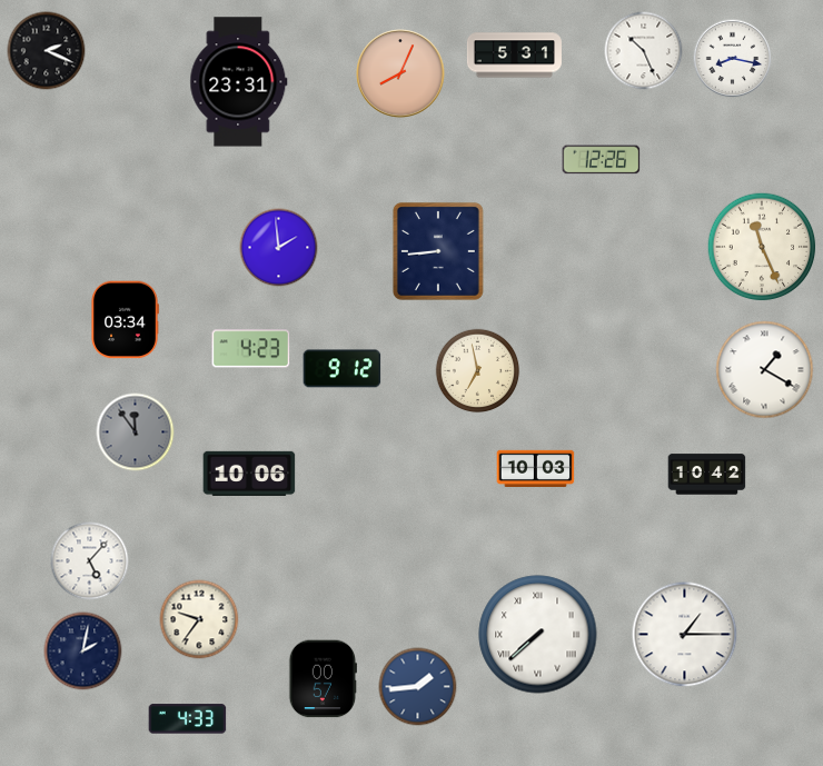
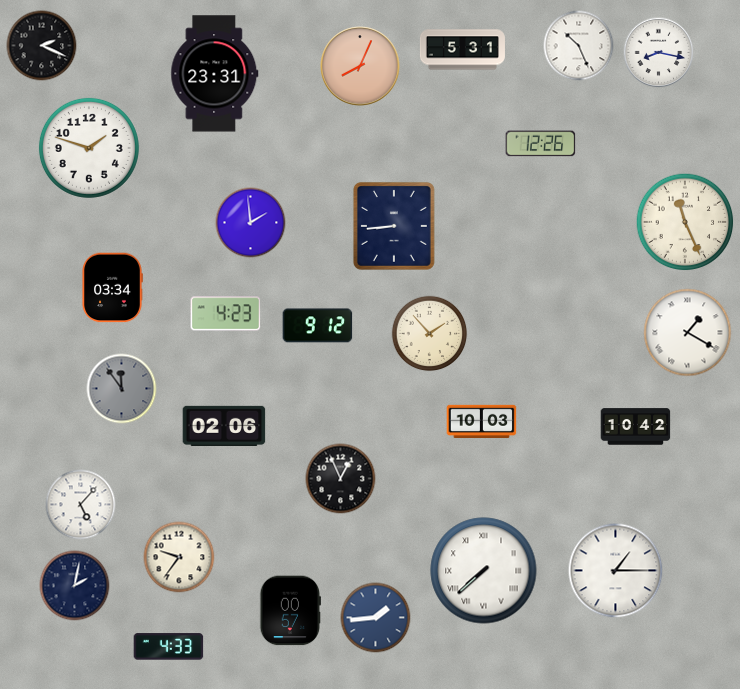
clock at (89, 148): none -> 1:48
clock at (343, 369) position: (343, 369) -> (318, 326)
clock at (478, 371): 6:58 -> 1:53
clock at (249, 474): 10:06 -> 02:06
clock at (341, 479): none -> 12:56
